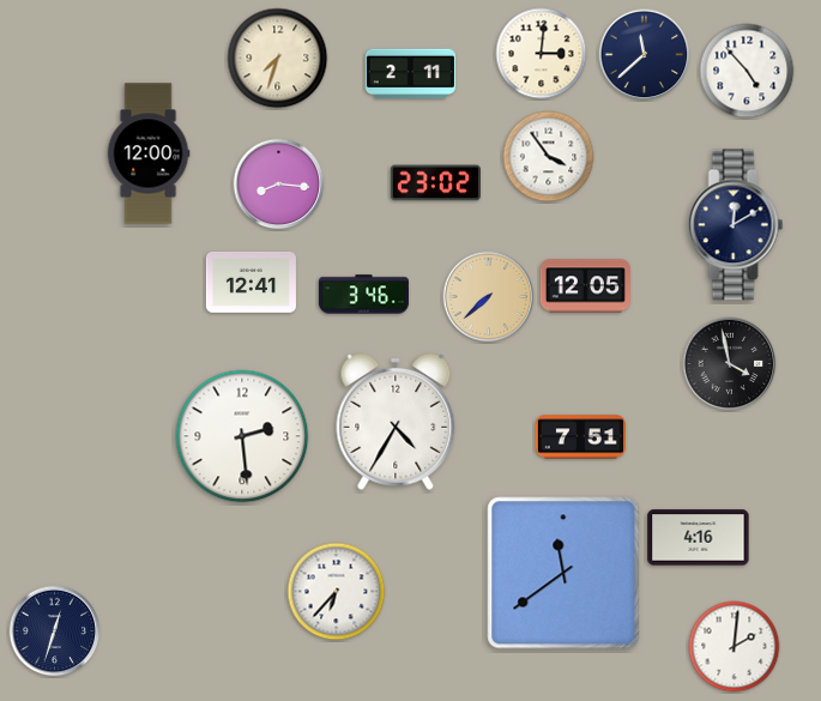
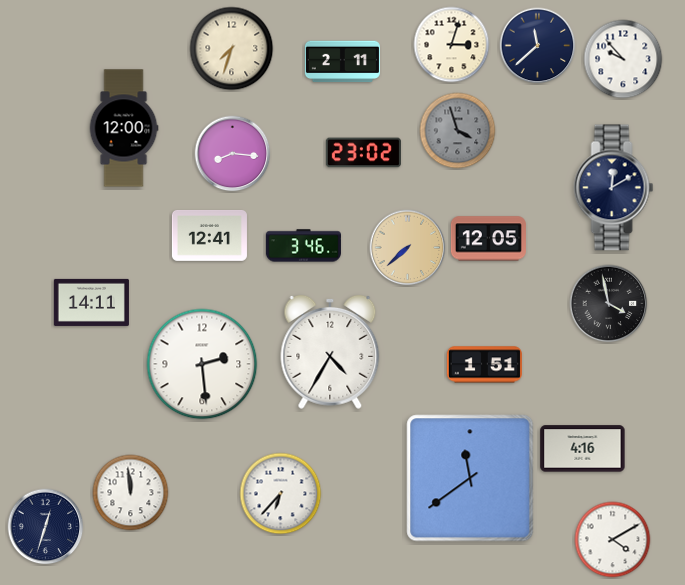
clock at (542, 54): 3:01 -> 3:03
clock at (747, 71): 4:53 -> 9:53
clock at (549, 157): 3:54 -> 3:57
clock at (549, 157) dial: white -> grey
clock at (91, 302): none -> 14:11
clock at (580, 437): 7:51 -> 1:51
clock at (131, 493): none -> 11:59
clock at (735, 647): 2:01 -> 4:10
